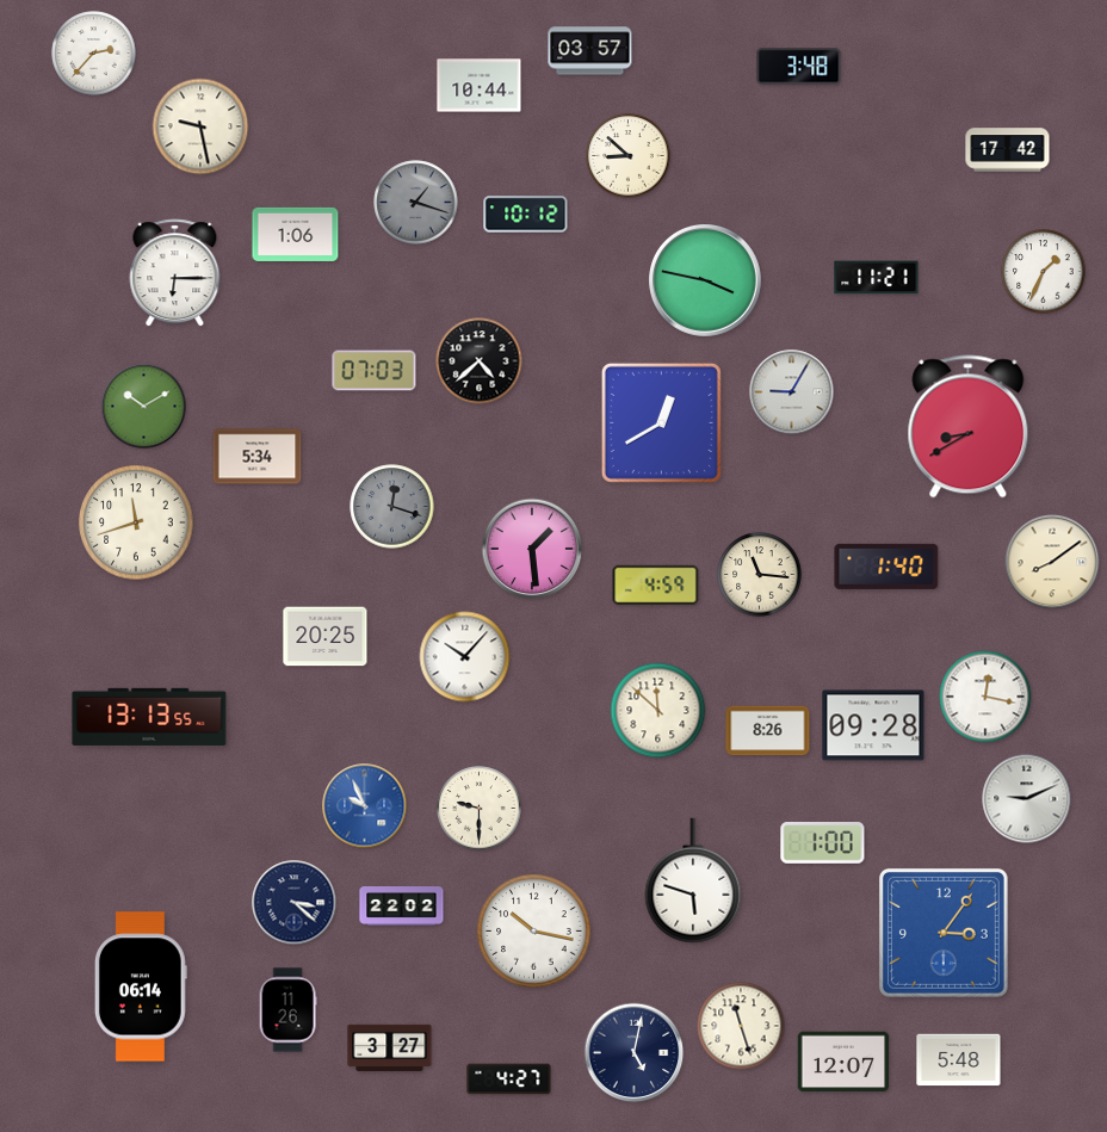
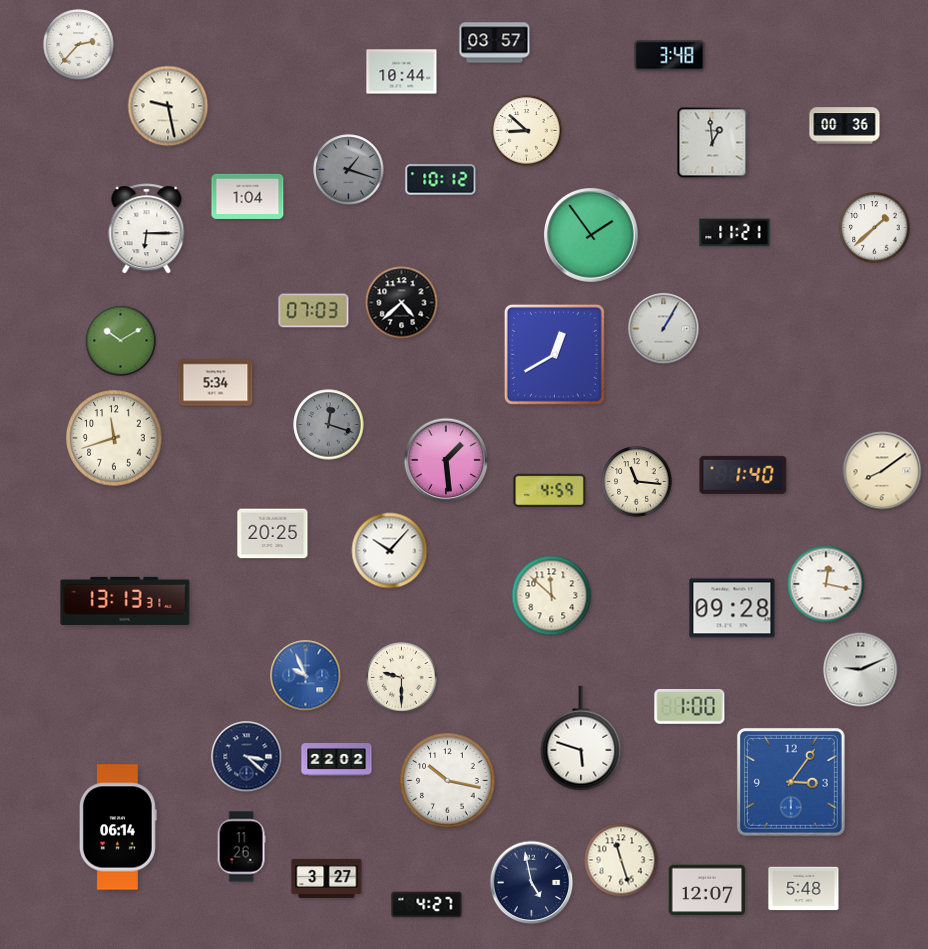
clock at (1008, 150): 17:42 -> 00:36
clock at (713, 143): none -> 12:59
clock at (296, 234): 1:06 -> 1:04
clock at (1044, 272): 1:34 -> 1:38
clock at (706, 282): 3:47 -> 1:54
clock at (792, 392): 9:05 -> 1:05
clock at (969, 427): 8:40 -> none
clock at (149, 717): 13:13:55 -> 13:13:31
clock at (768, 731): 8:26 -> none
clock at (635, 1053): 5:02 -> 4:58
